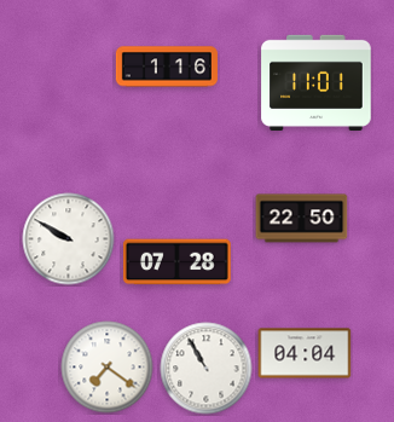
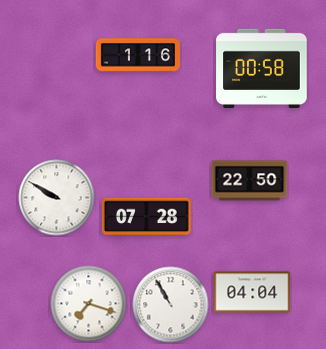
clock at (317, 82): 11:01 -> 00:58
clock at (108, 368): 7:21 -> 7:18
